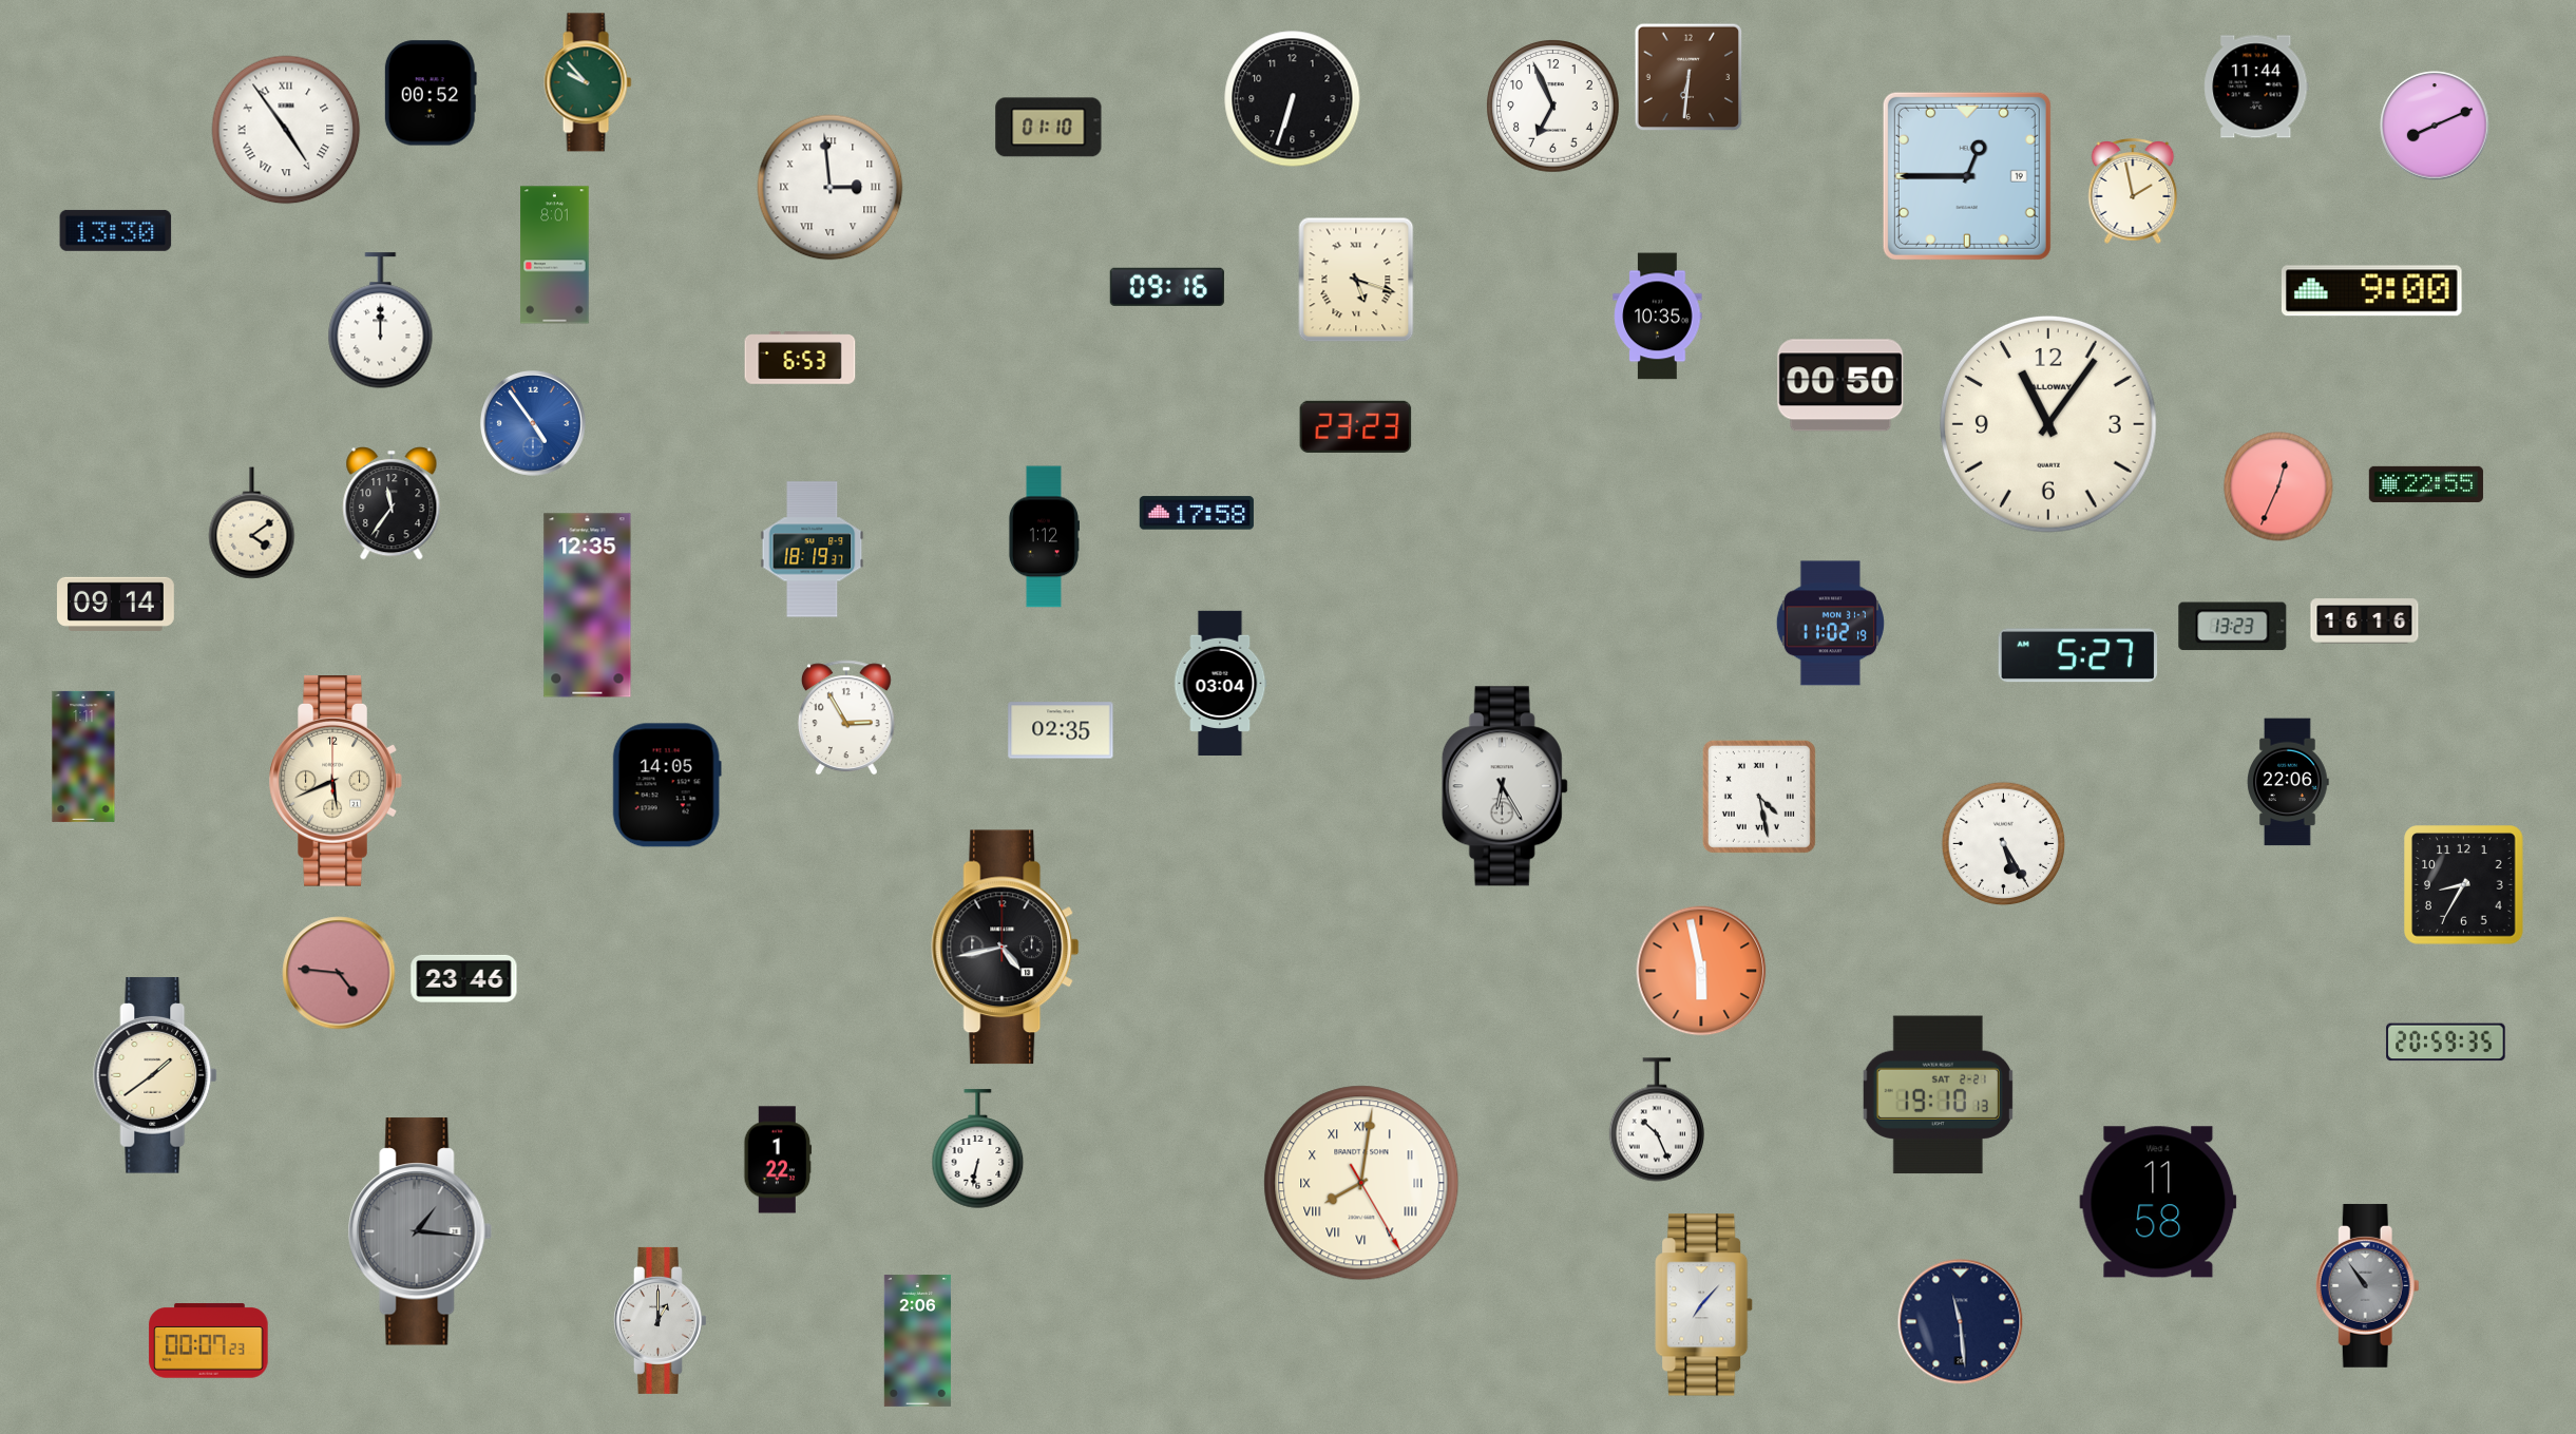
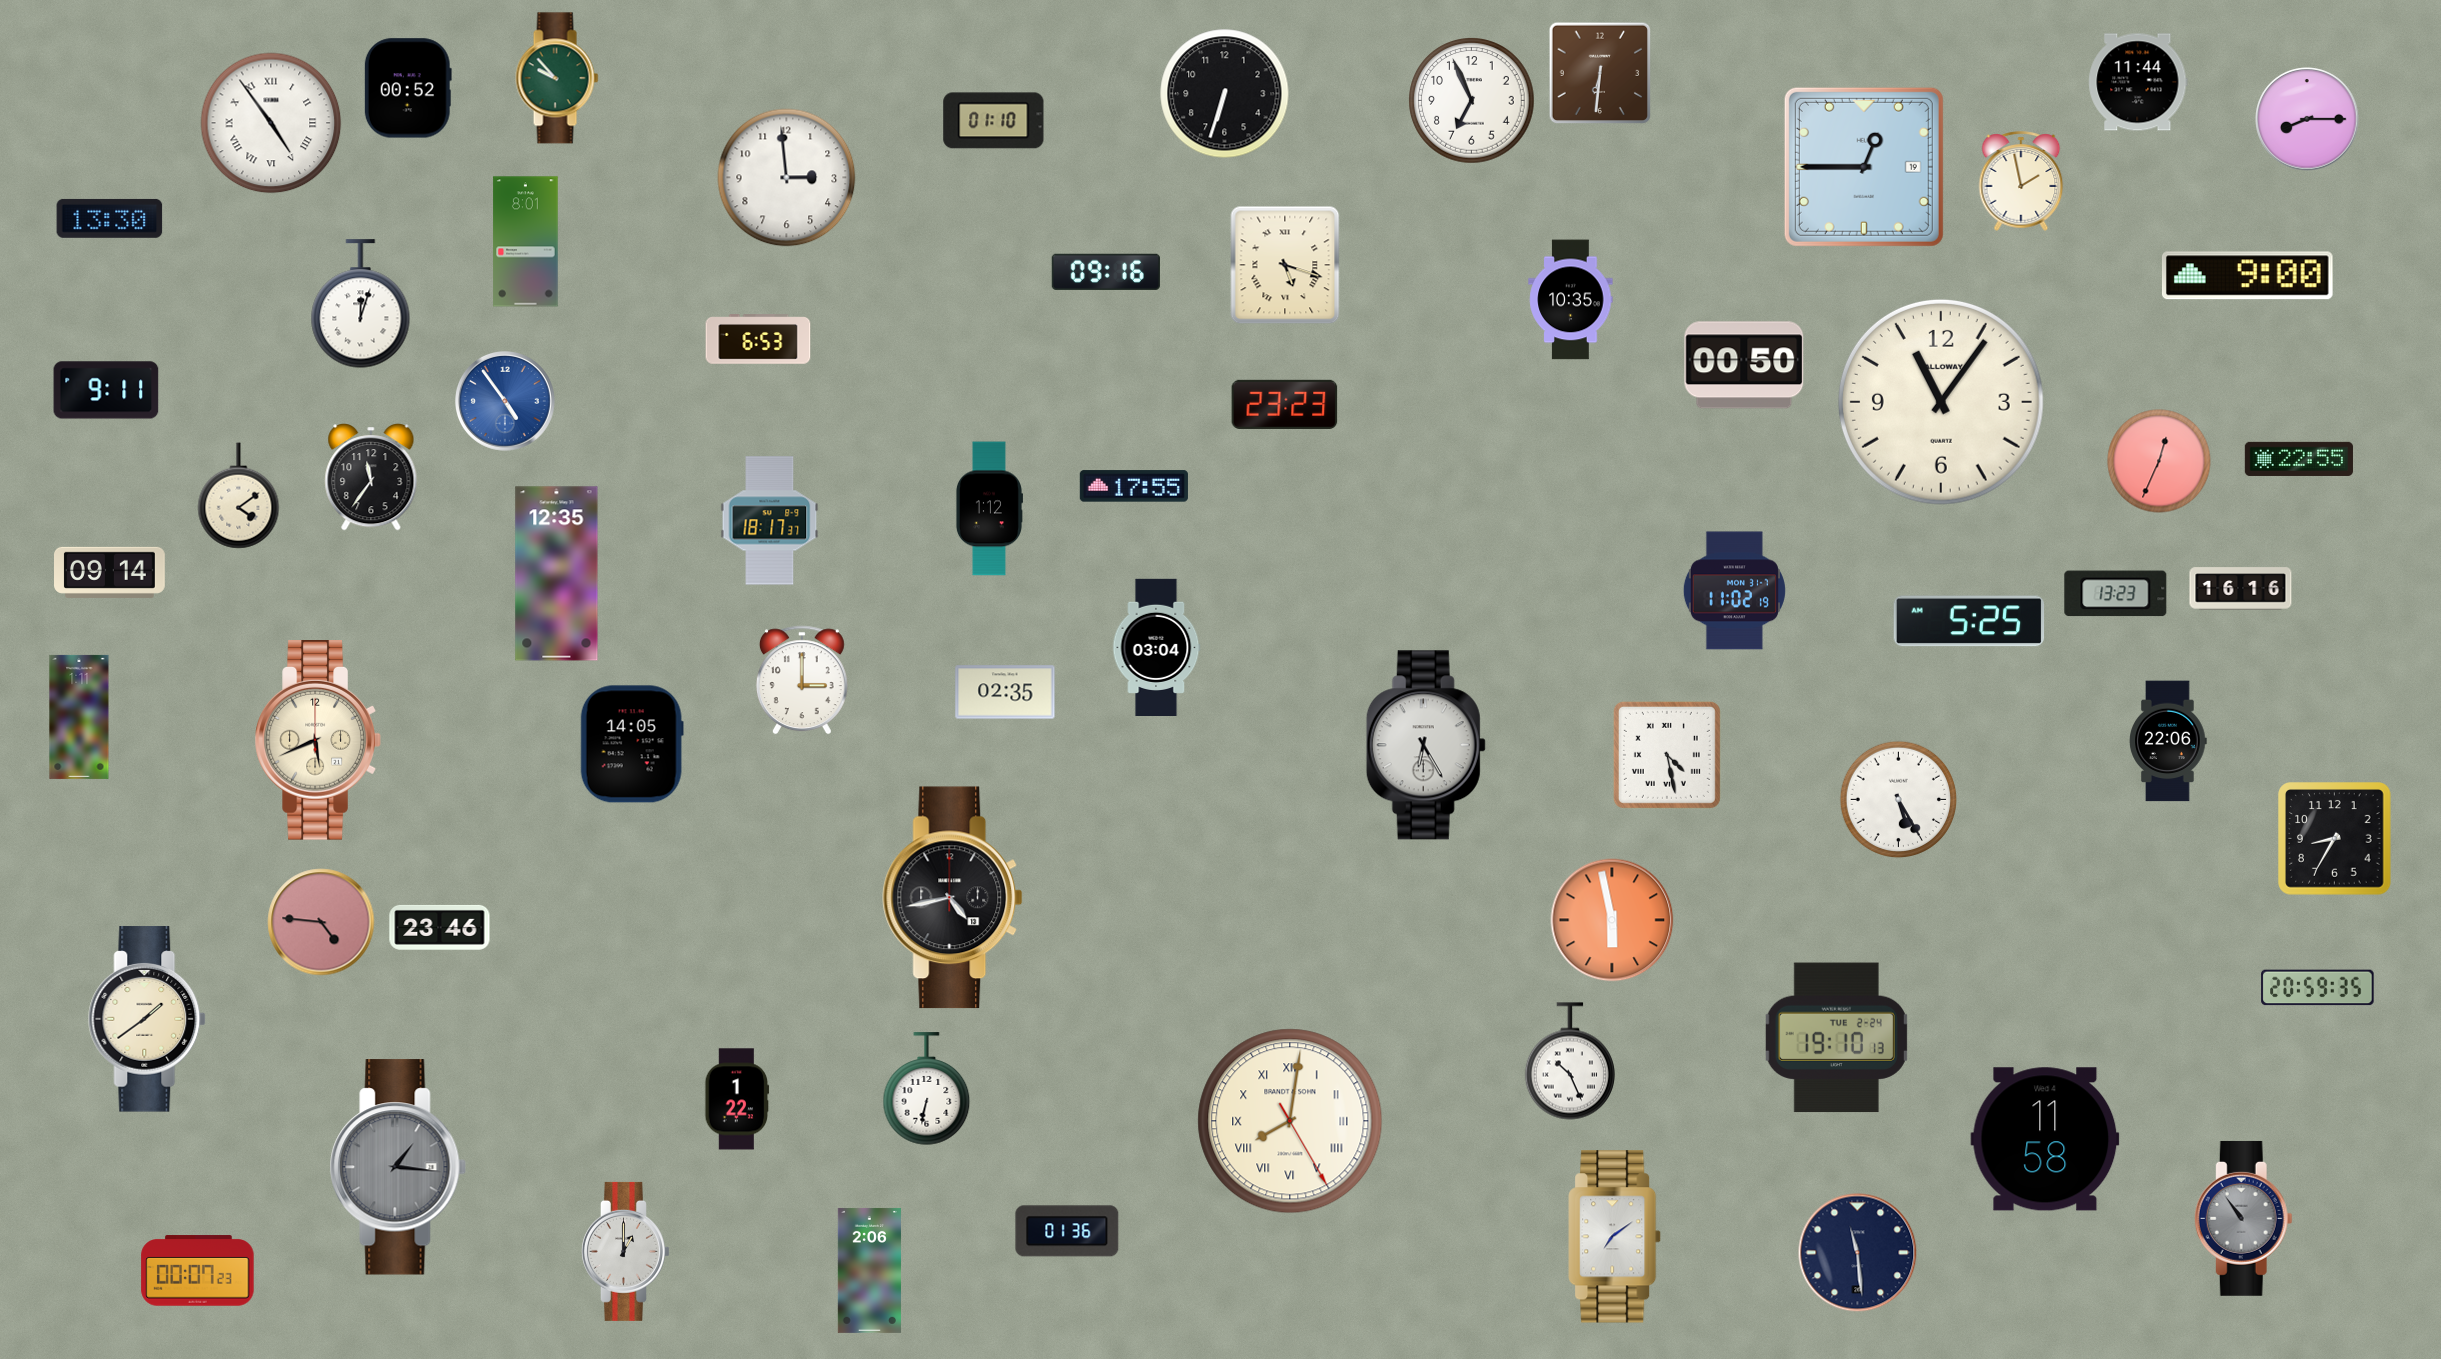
clock at (2435, 126): 8:11 -> 8:15
clock at (831, 188) numerals: Roman -> Arabic
clock at (381, 321): 12:00 -> 12:03
clock at (106, 390): none -> 9:11
clock at (1197, 513): 17:58 -> 17:55
clock at (813, 550): 18:19 -> 18:17
clock at (2078, 655): 5:27 -> 5:25
clock at (846, 718): 2:55 -> 3:00
clock at (1938, 1095) date: SAT 2-21 -> TUE 2-24
clock at (1067, 1231): none -> 01:36
clock at (1704, 1305): 7:07 -> 7:09
